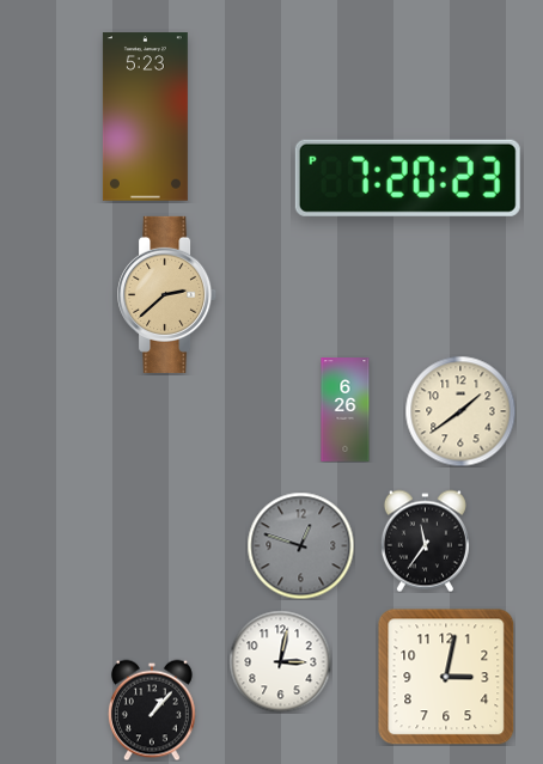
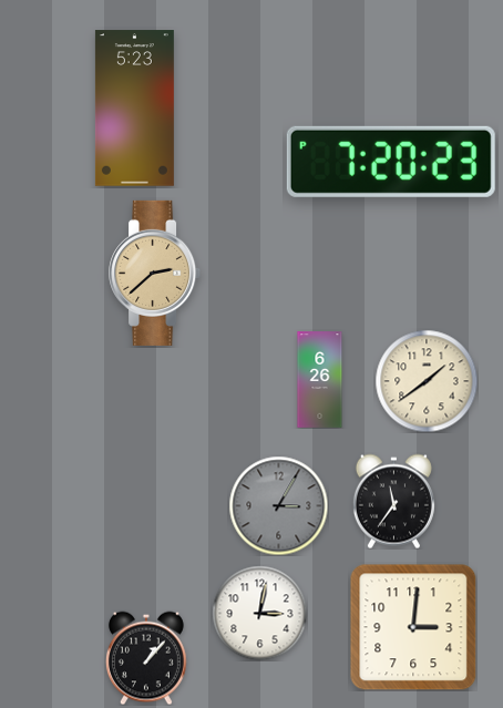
clock at (408, 178) position: (408, 178) -> (391, 162)
clock at (300, 545): 12:48 -> 3:05
clock at (446, 677): 3:02 -> 3:01
clock at (152, 710) position: (152, 710) -> (146, 658)
